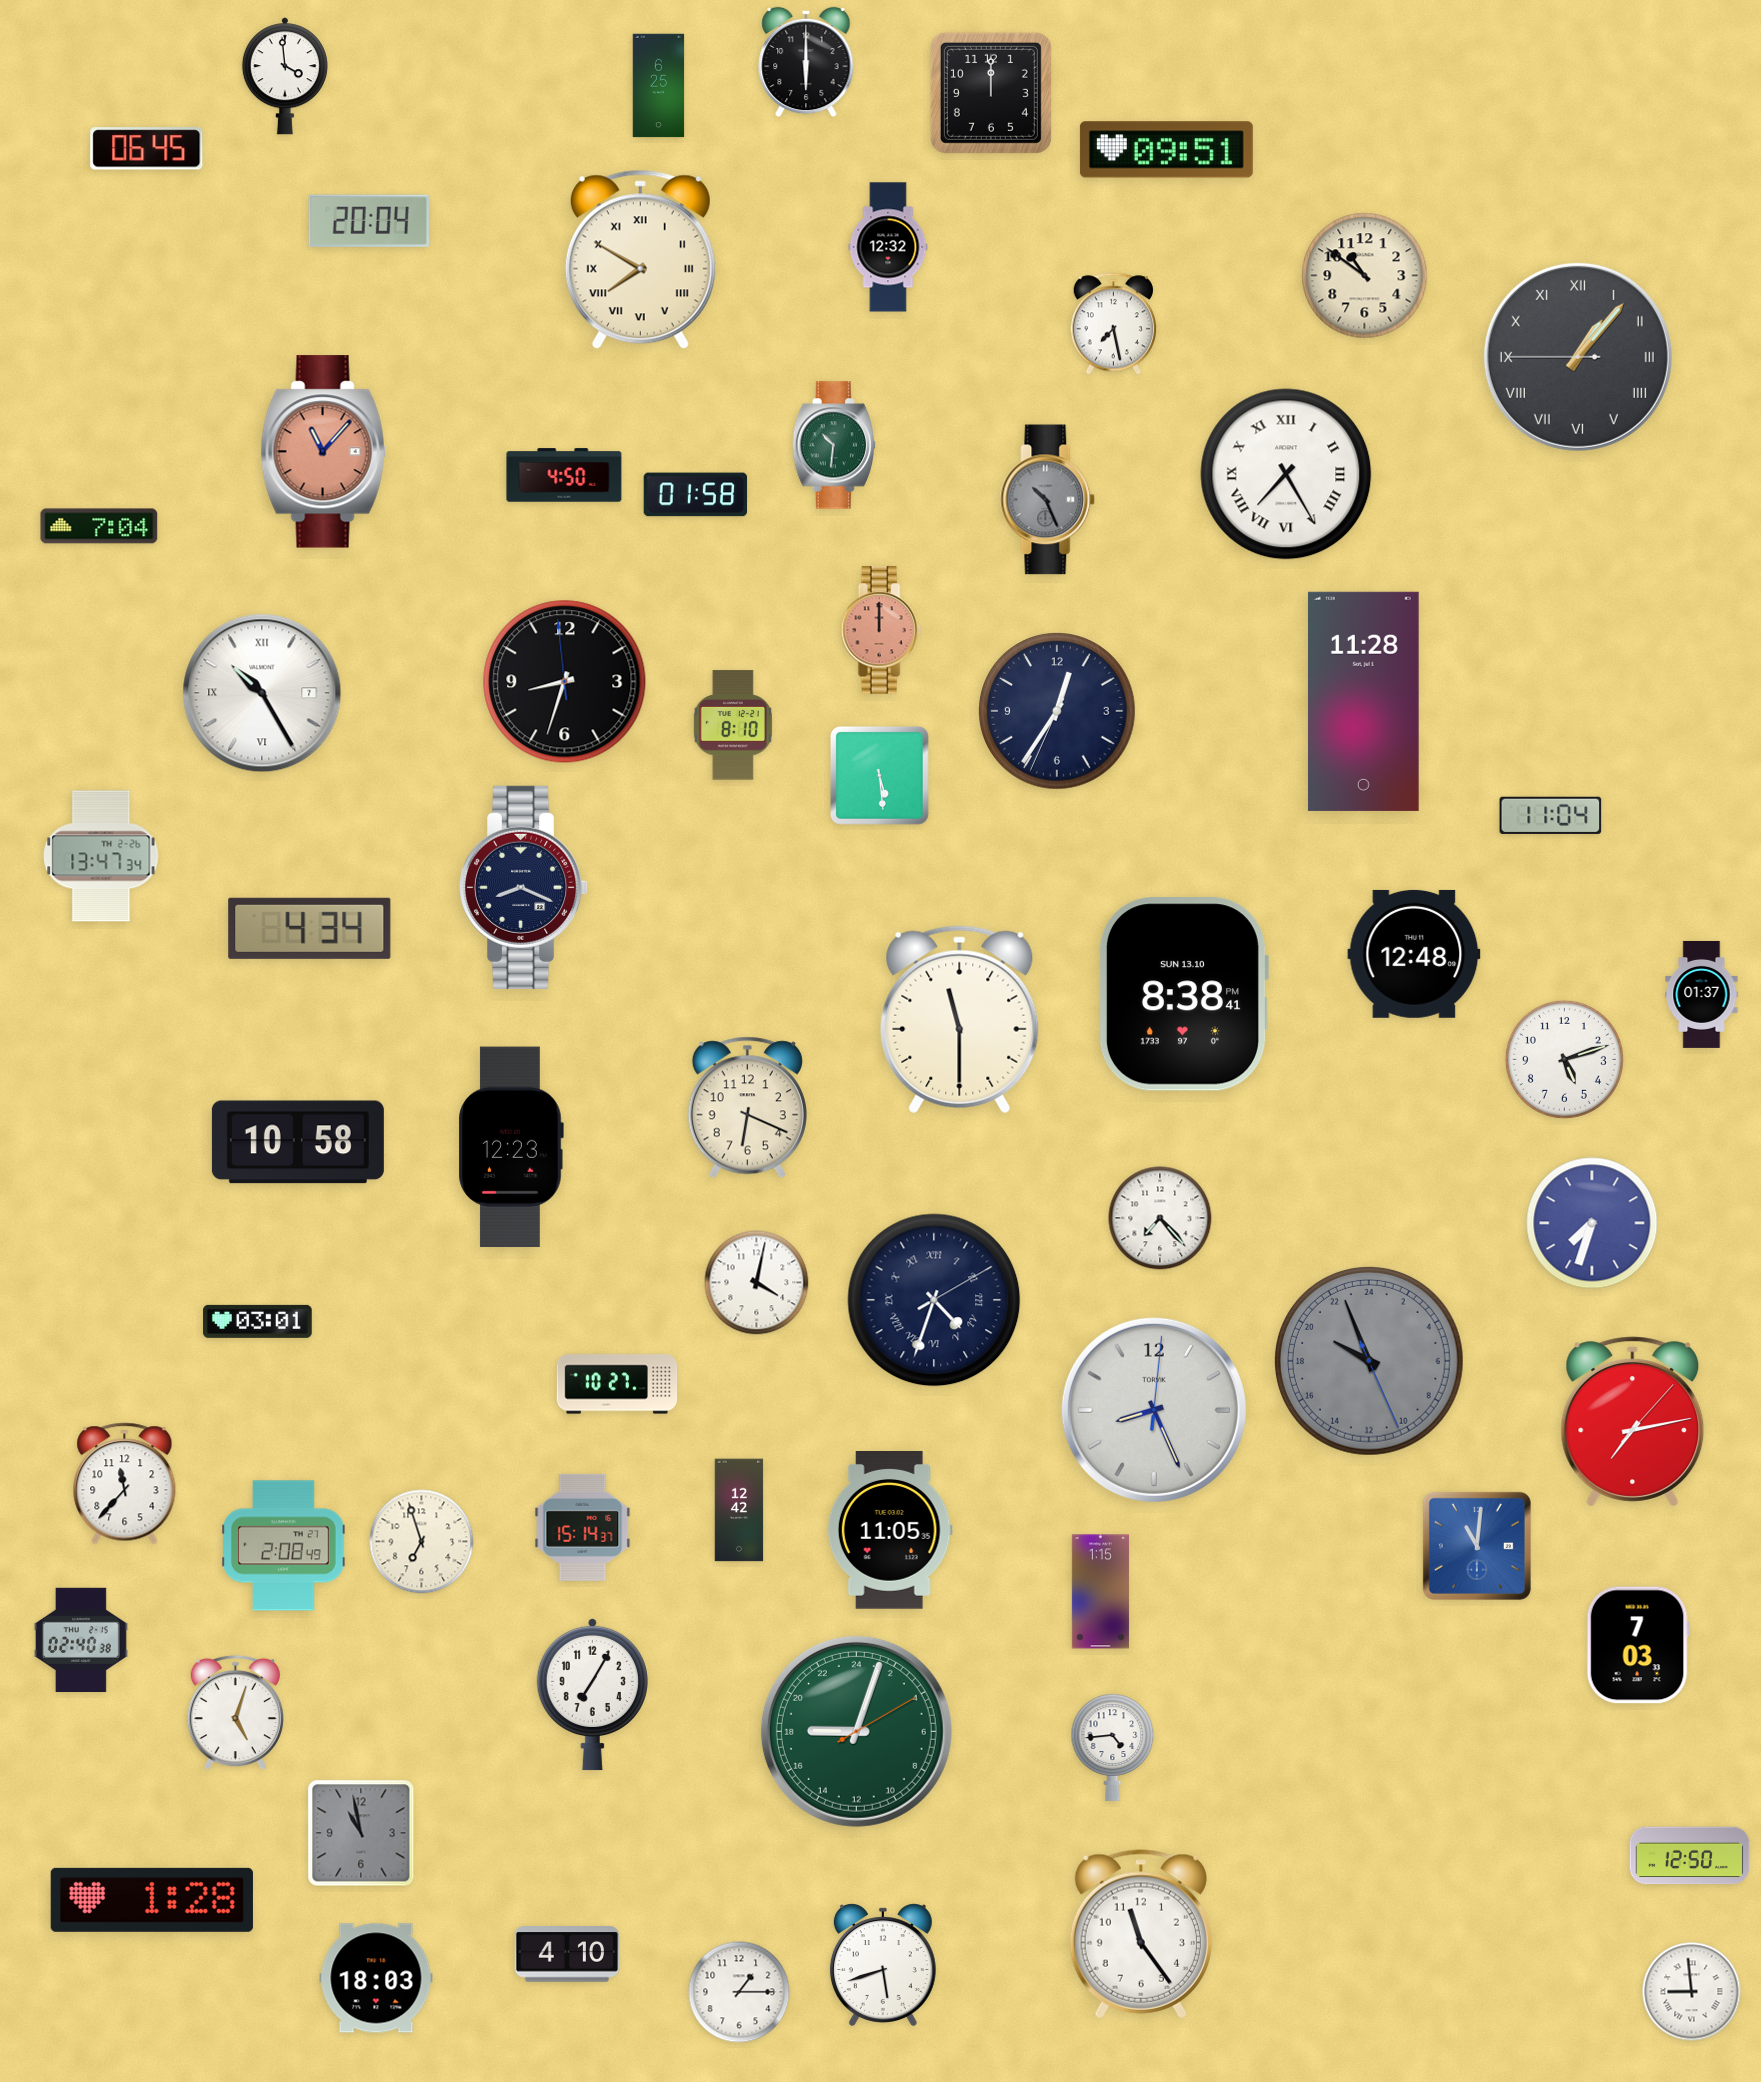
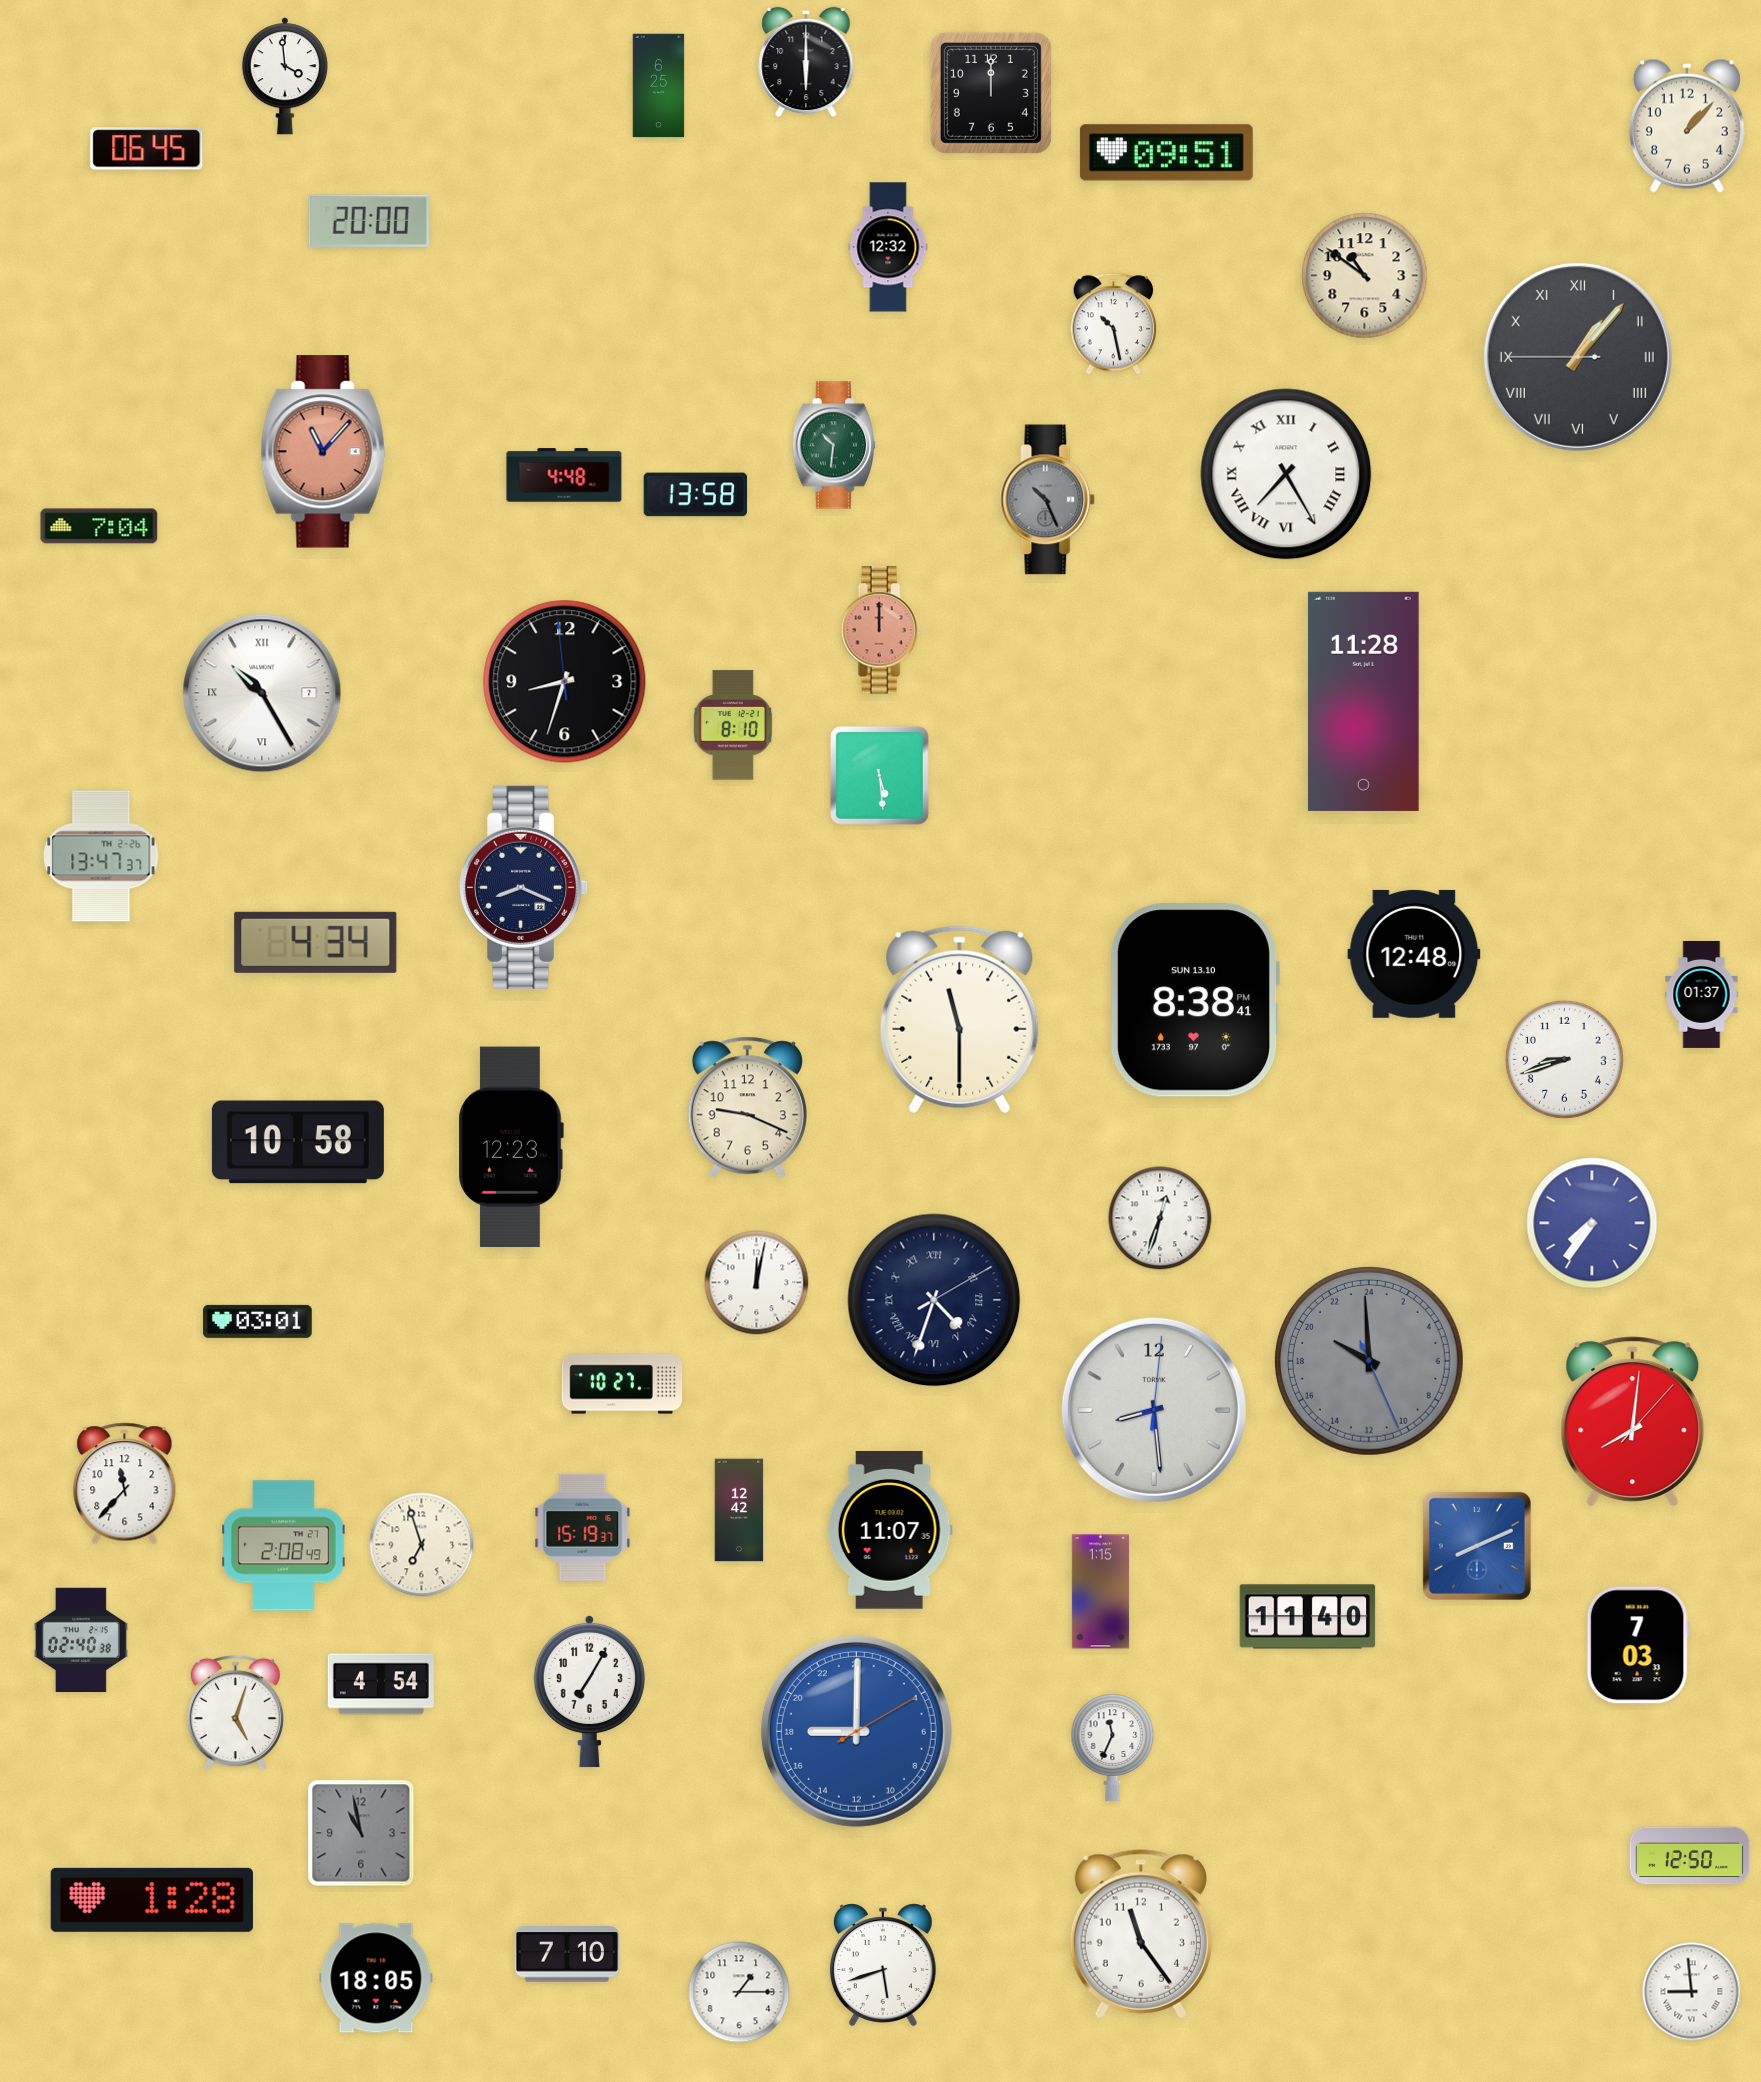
clock at (1687, 126): none -> 1:07
clock at (1166, 150) position: (1166, 150) -> (1166, 153)
clock at (369, 221): 20:04 -> 20:00
clock at (640, 260): 7:50 -> none
clock at (1113, 324): 7:28 -> 10:28
clock at (564, 475): 4:50 -> 4:48
clock at (696, 495): 01:58 -> 13:58
clock at (1057, 711): 12:35 -> none
clock at (1551, 815): 11:04 -> none
clock at (101, 856): 13:47:34 -> 13:47:37
clock at (310, 928) position: (310, 928) -> (316, 942)
clock at (1183, 994) position: (1183, 994) -> (1194, 1000)
clock at (1564, 1059): 5:12 -> 8:42
clock at (747, 1108): 6:19 -> 9:19
clock at (1160, 1218): 7:23 -> 12:33
clock at (1592, 1223): 7:33 -> 7:36
clock at (757, 1283): 4:02 -> 12:02
clock at (1369, 1361): 19:56 -> 19:59
clock at (617, 1384) position: (617, 1384) -> (622, 1384)
clock at (1154, 1410): 8:26 -> 8:29
clock at (1633, 1422): 7:13 -> 8:01
clock at (583, 1527): 15:14 -> 15:19
clock at (890, 1531): 11:05 -> 11:07
clock at (422, 1542) position: (422, 1542) -> (422, 1545)
clock at (1477, 1546): 11:01 -> 8:11
clock at (1308, 1617): none -> 11:40
clock at (381, 1684): none -> 4:54
clock at (592, 1694) position: (592, 1694) -> (589, 1691)
clock at (856, 1731): 18:03 -> 18:00
clock at (856, 1731) dial: green -> blue
clock at (1113, 1747): 4:44 -> 11:34
clock at (566, 1954): 4:10 -> 7:10
clock at (376, 1978): 18:03 -> 18:05
